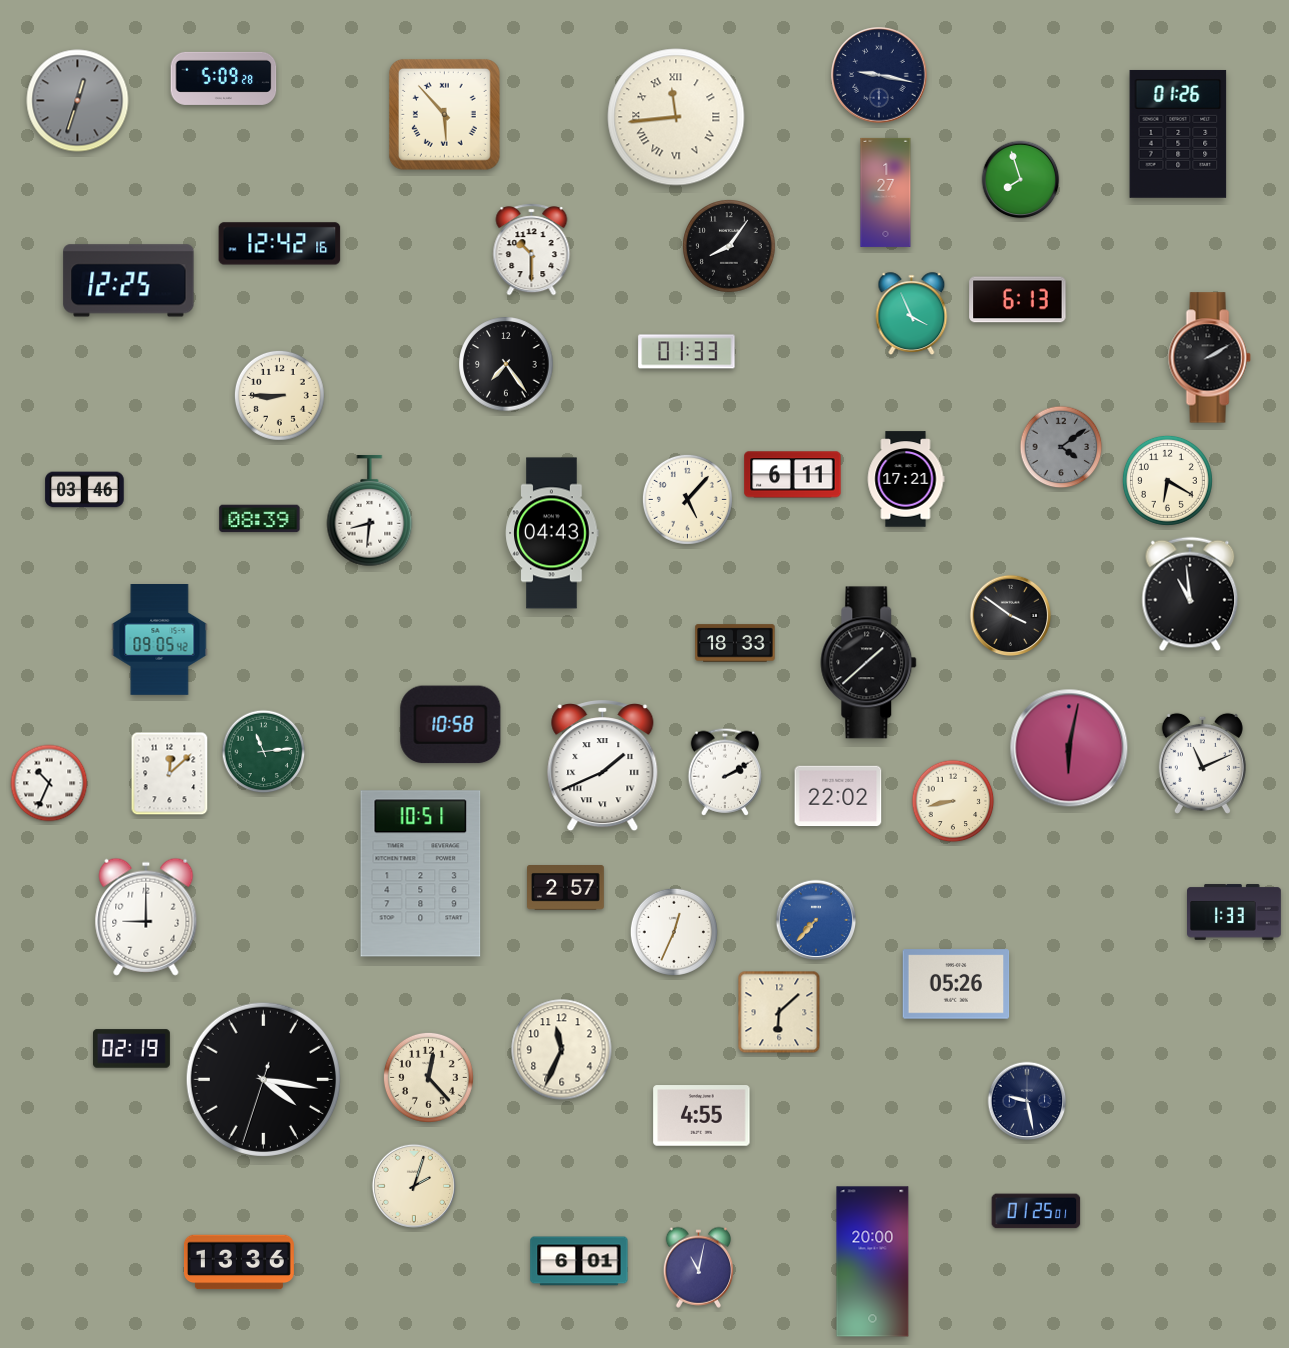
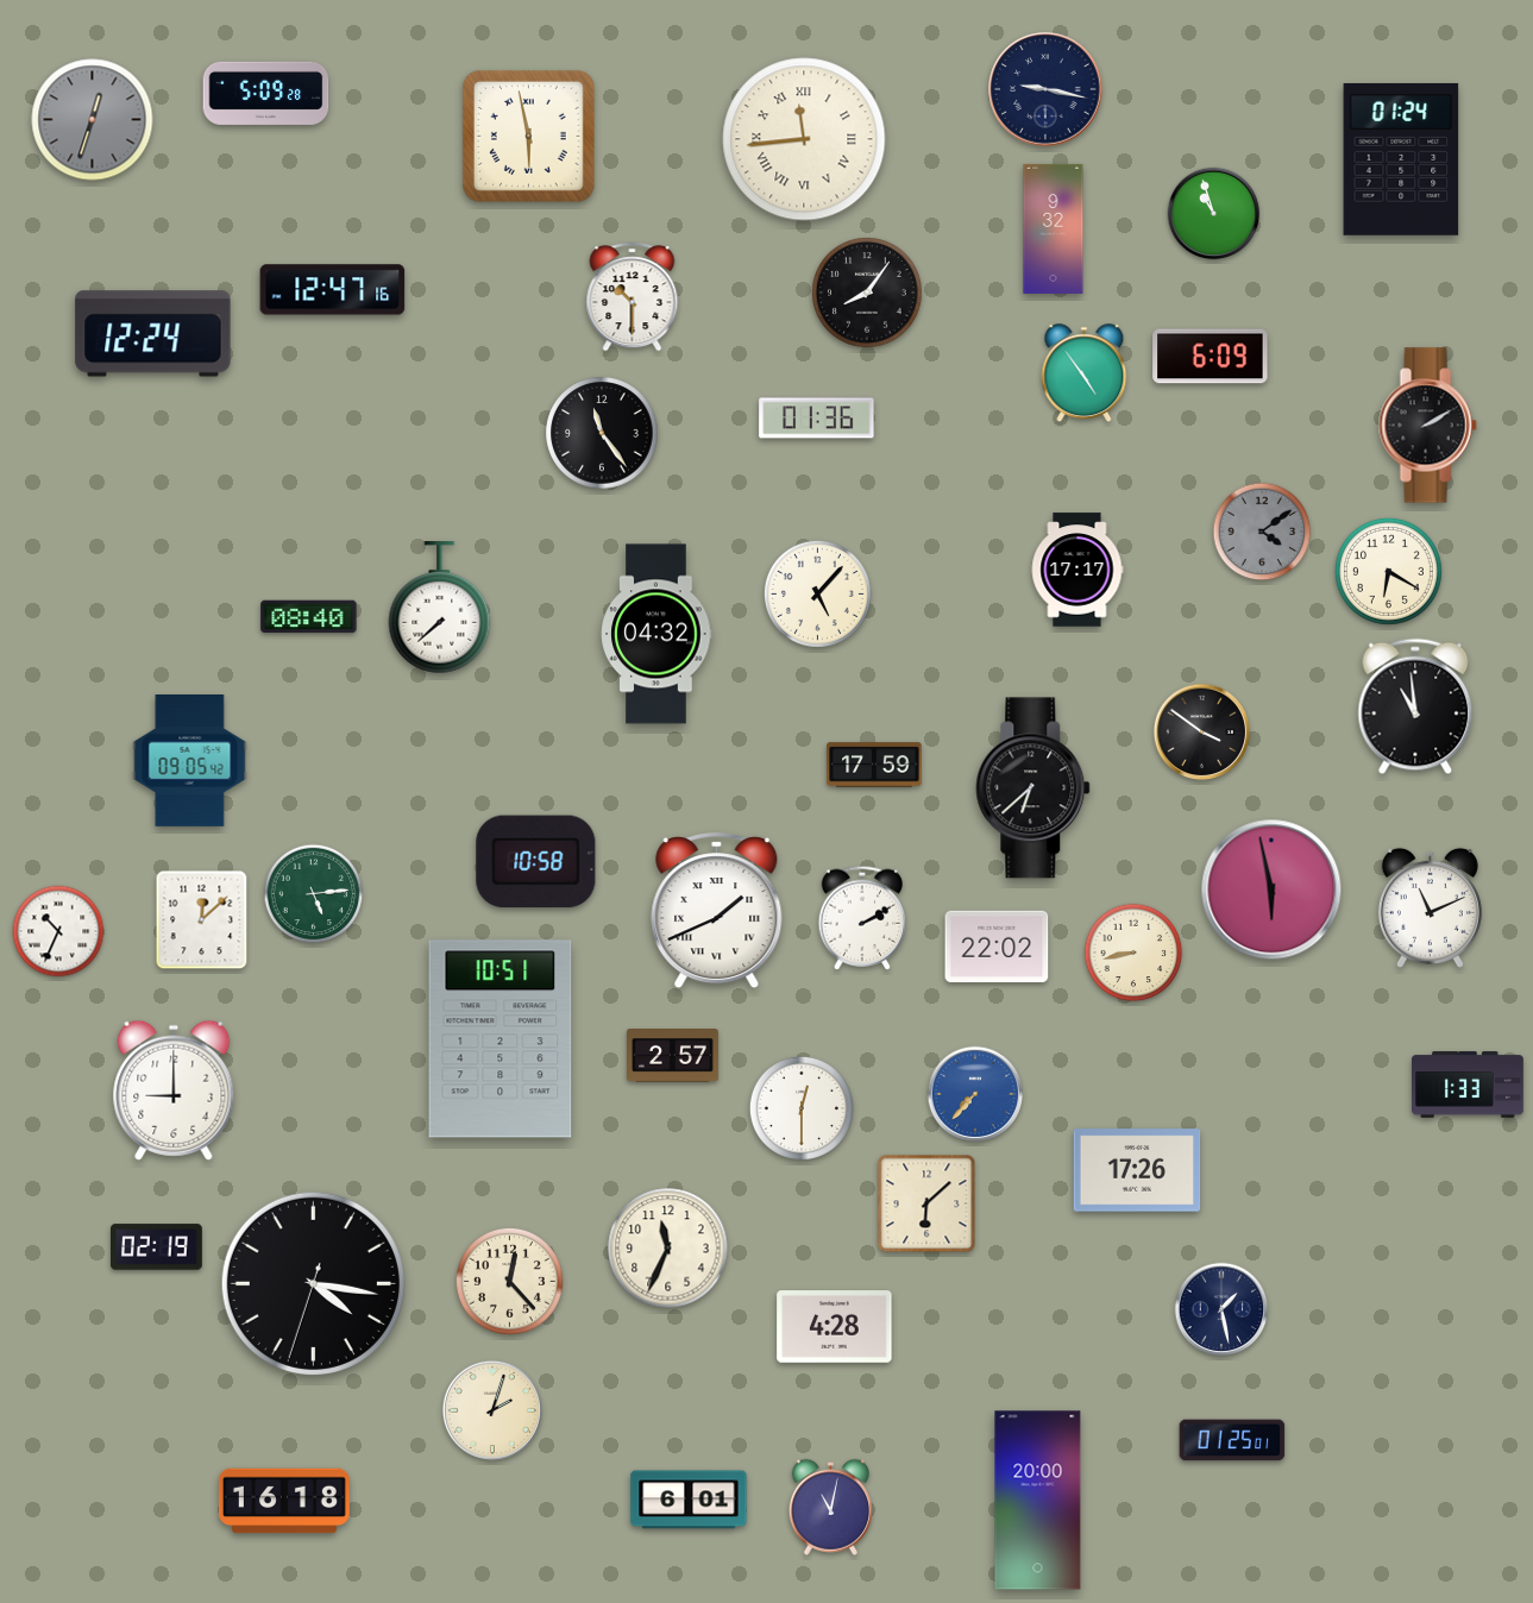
clock at (444, 114): 5:53 -> 5:58
clock at (1178, 134): 01:26 -> 01:24
clock at (1021, 180): 7:57 -> 10:57
clock at (886, 192): 1:27 -> 9:32
clock at (280, 244): 12:42 -> 12:47
clock at (129, 281): 12:25 -> 12:24
clock at (1018, 300): 6:13 -> 6:09
clock at (912, 313): 3:56 -> 4:54
clock at (687, 352): 01:33 -> 01:36
clock at (1209, 358) position: (1209, 358) -> (1427, 426)
clock at (506, 364): 7:24 -> 11:24
clock at (279, 395): 8:45 -> none
clock at (793, 475): 6:11 -> none
clock at (906, 479): 17:21 -> 17:17
clock at (85, 490): 03:46 -> none
clock at (370, 512): 8:31 -> 7:38
clock at (260, 519): 08:39 -> 08:40
clock at (552, 533): 04:43 -> 04:32
clock at (735, 643): 18:33 -> 17:59
clock at (869, 663): 1:38 -> 6:38
clock at (1069, 748): 6:02 -> 5:58
clock at (264, 752): 11:14 -> 5:14
clock at (816, 920) position: (816, 920) -> (975, 1094)
clock at (674, 932): 12:34 -> 12:30
clock at (956, 984): 05:26 -> 17:26
clock at (1027, 1101): 9:28 -> 1:28
clock at (702, 1116): 4:55 -> 4:28
clock at (239, 1262): 13:36 -> 16:18
